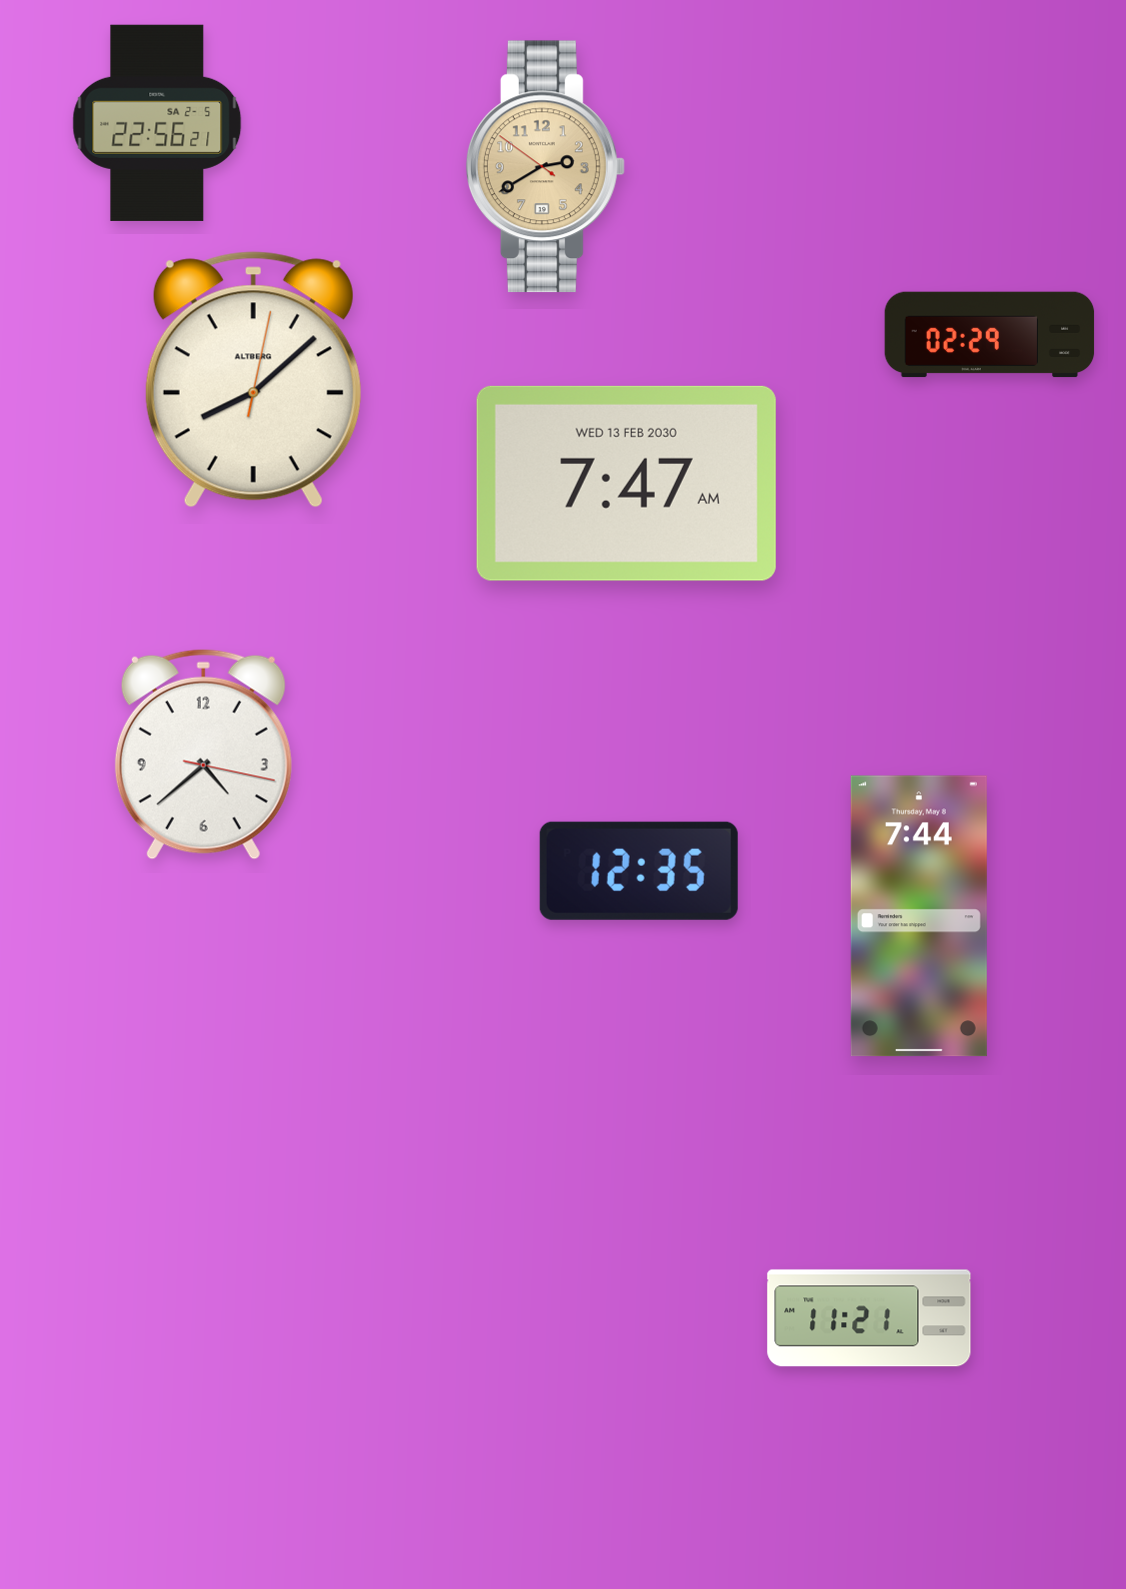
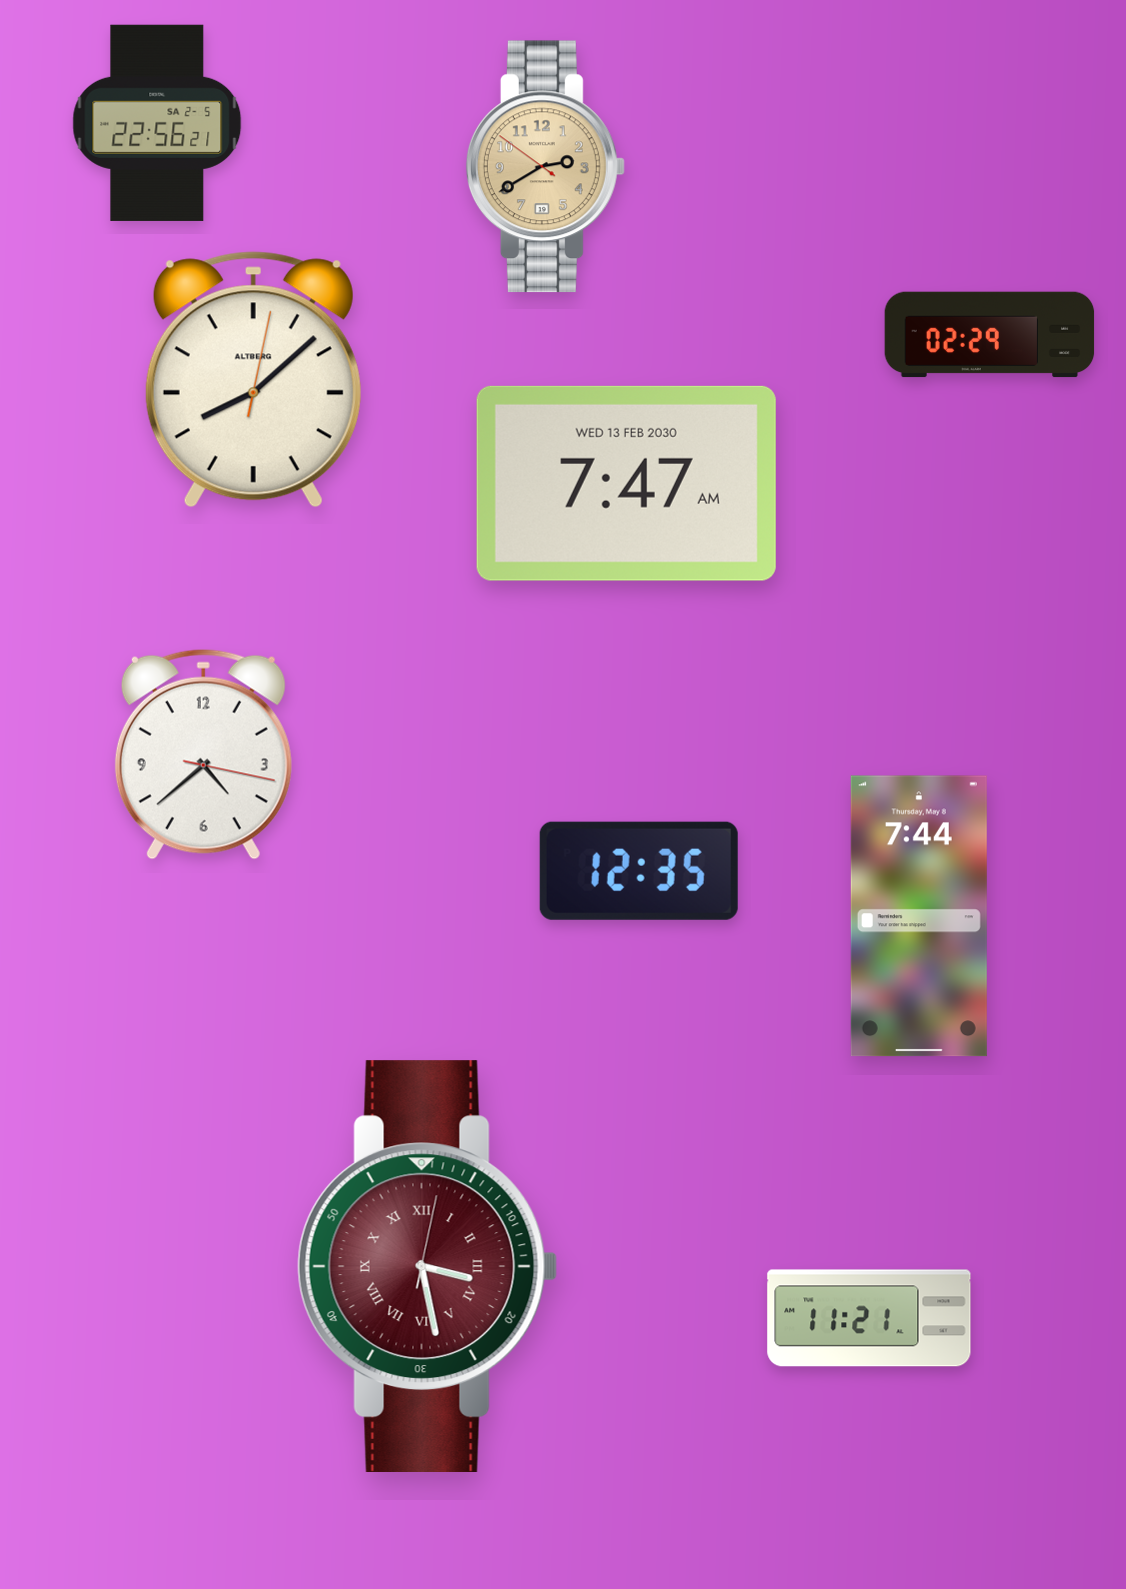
clock at (428, 1266): none -> 3:28
